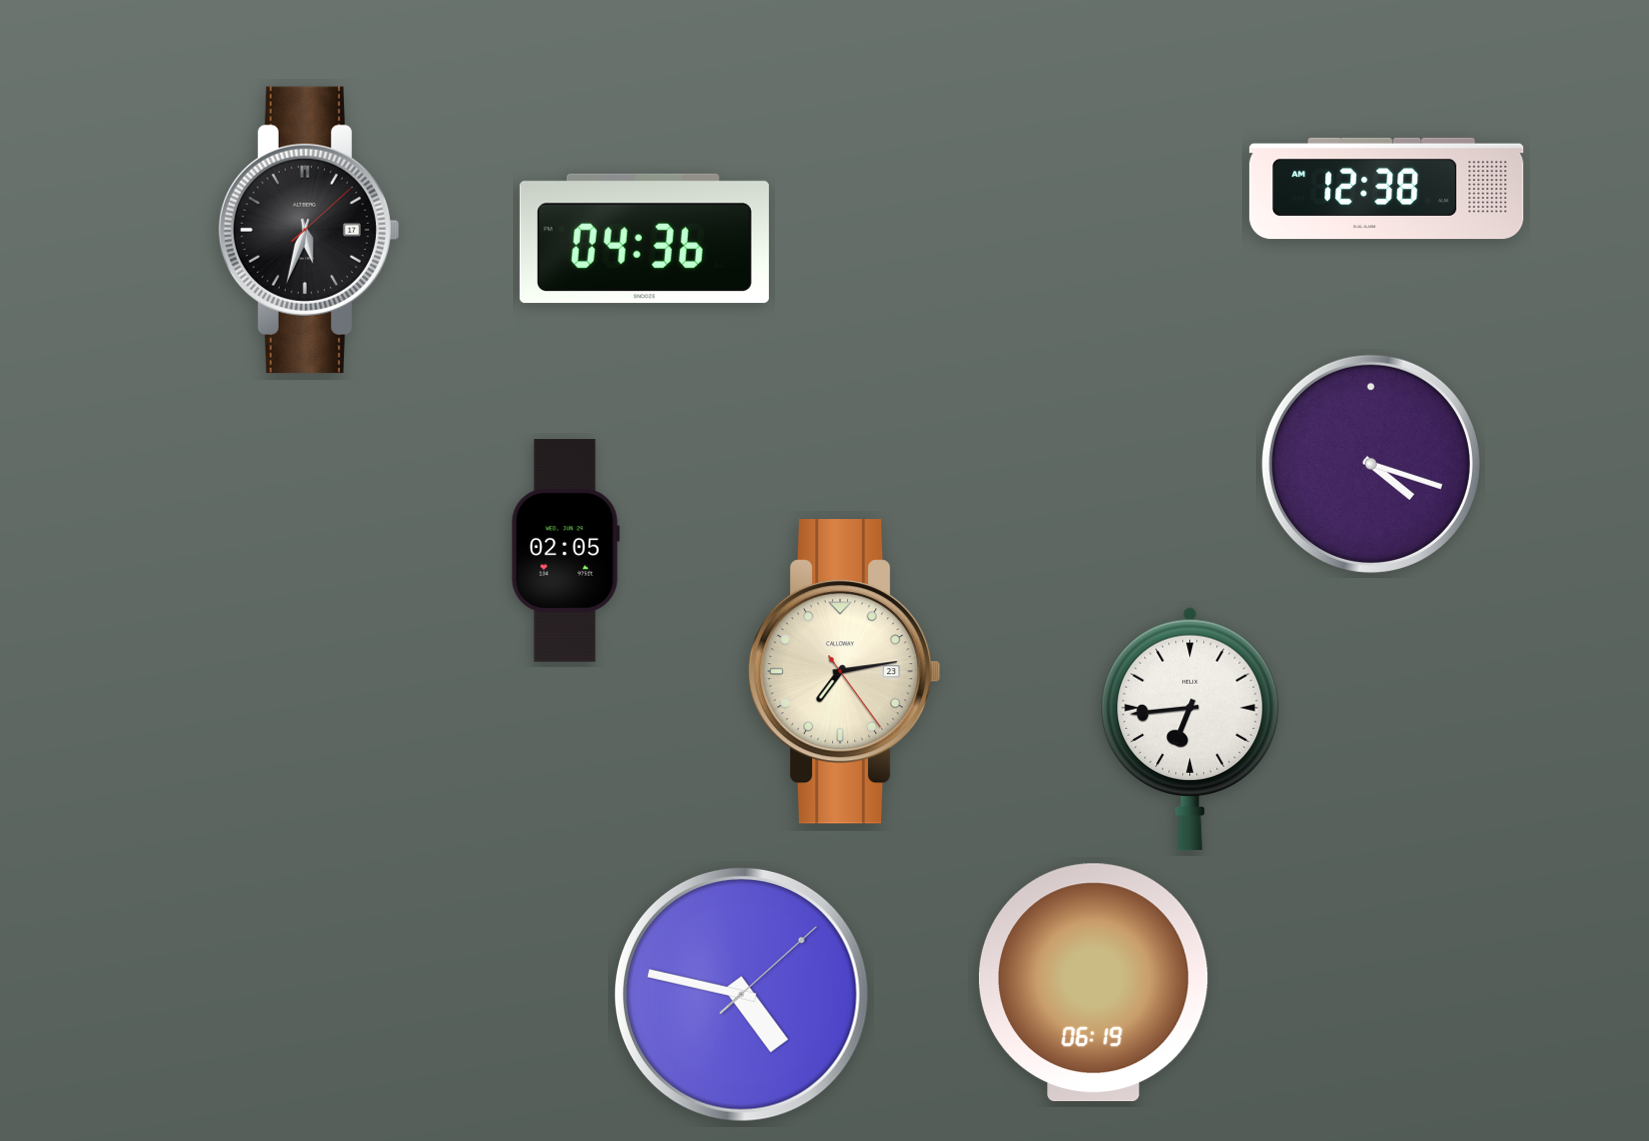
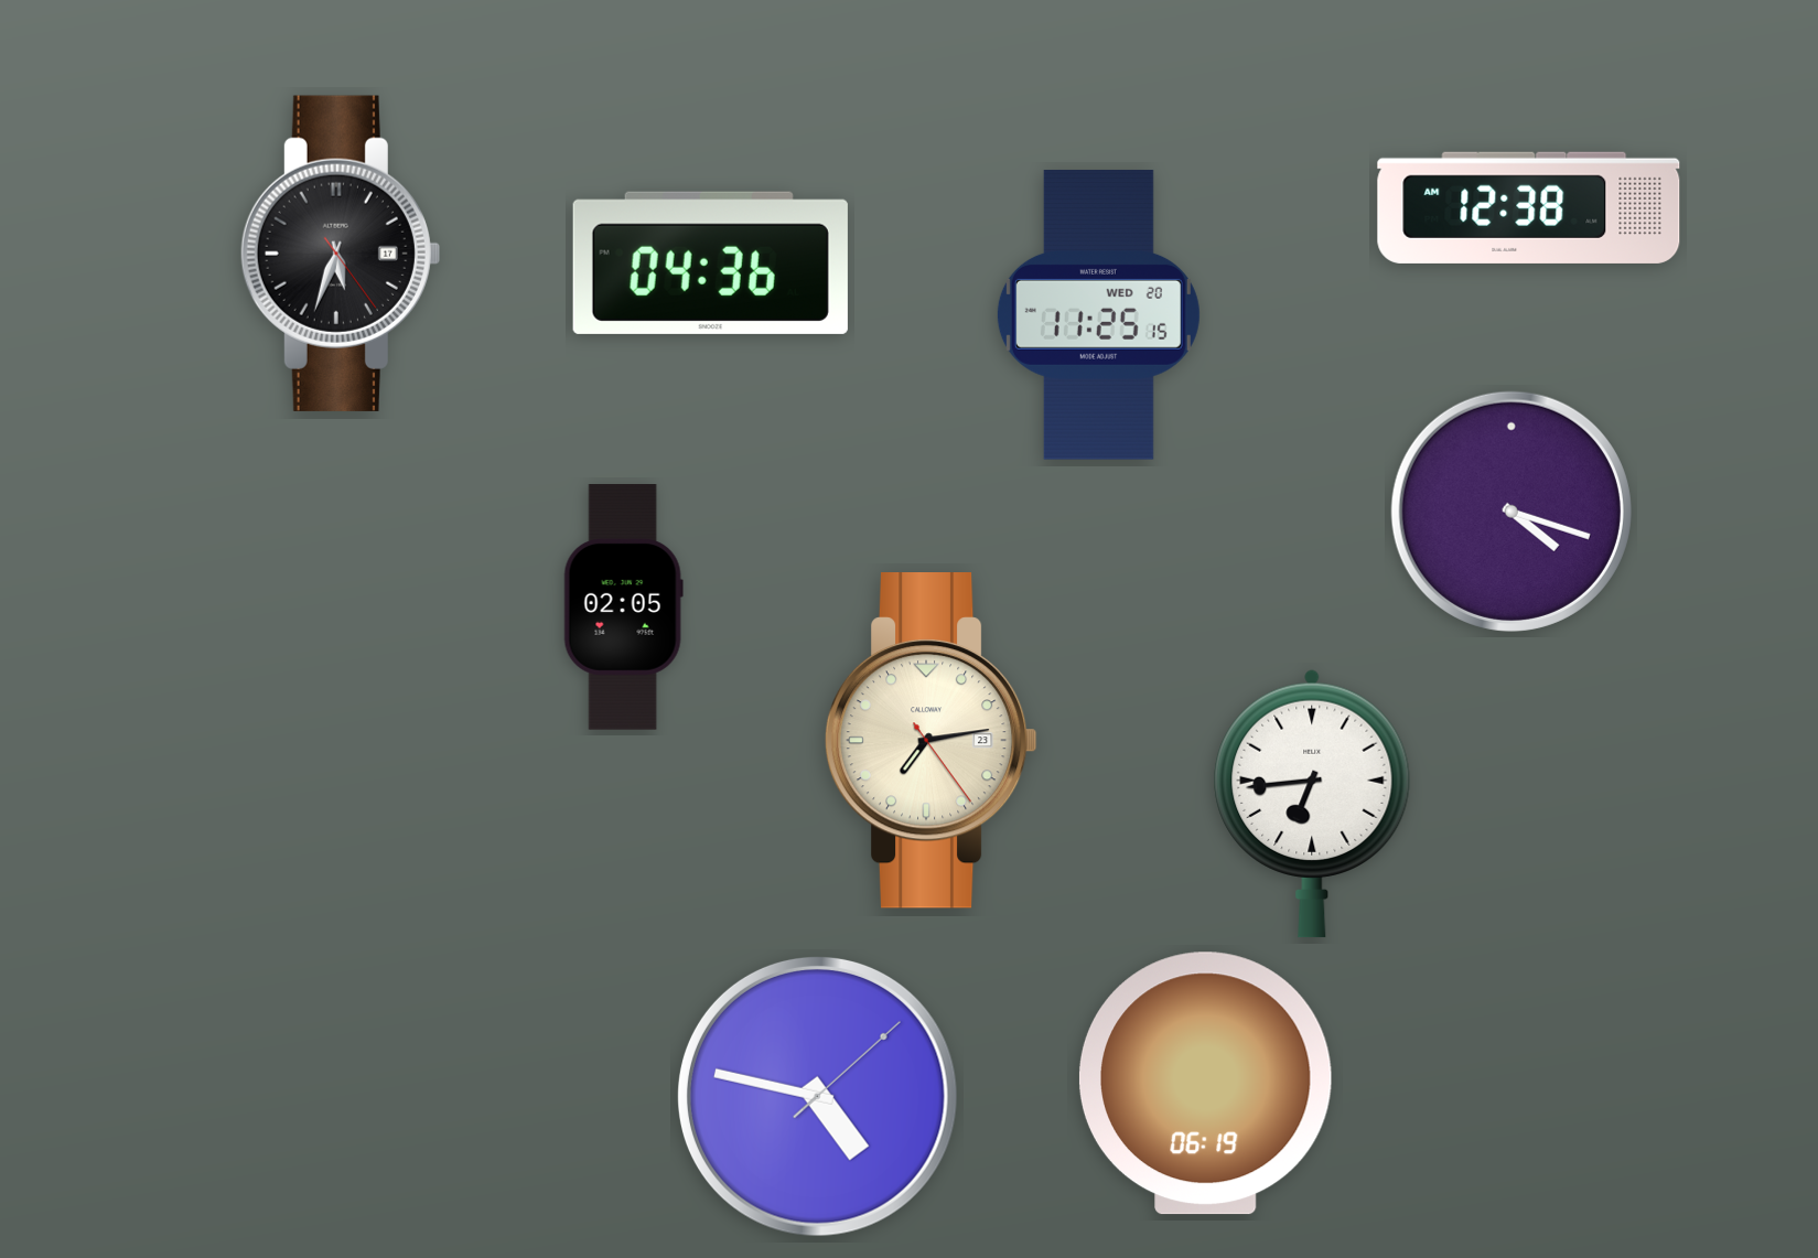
clock at (308, 230): 5:33:08 -> 5:33:24
clock at (1098, 315): none -> 11:25
